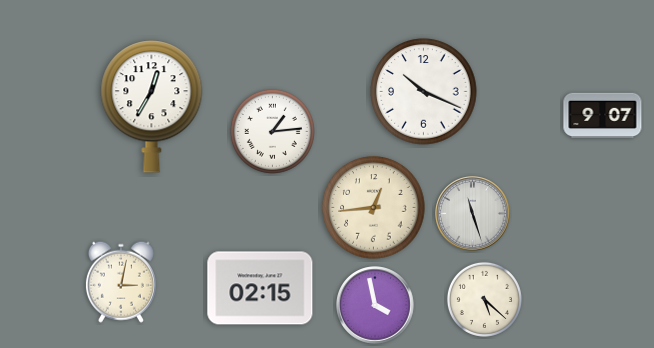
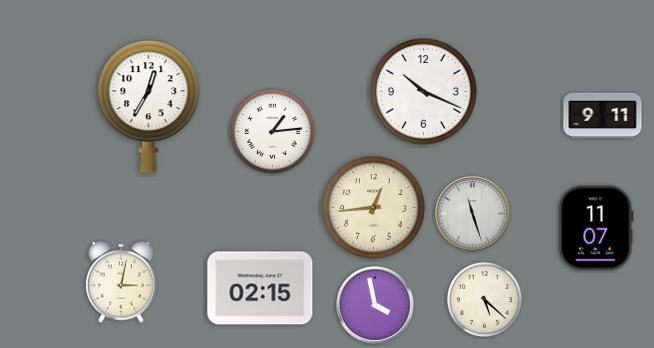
clock at (152, 107) position: (152, 107) -> (149, 107)
clock at (603, 116): 9:07 -> 9:11
clock at (596, 228): none -> 11:07
